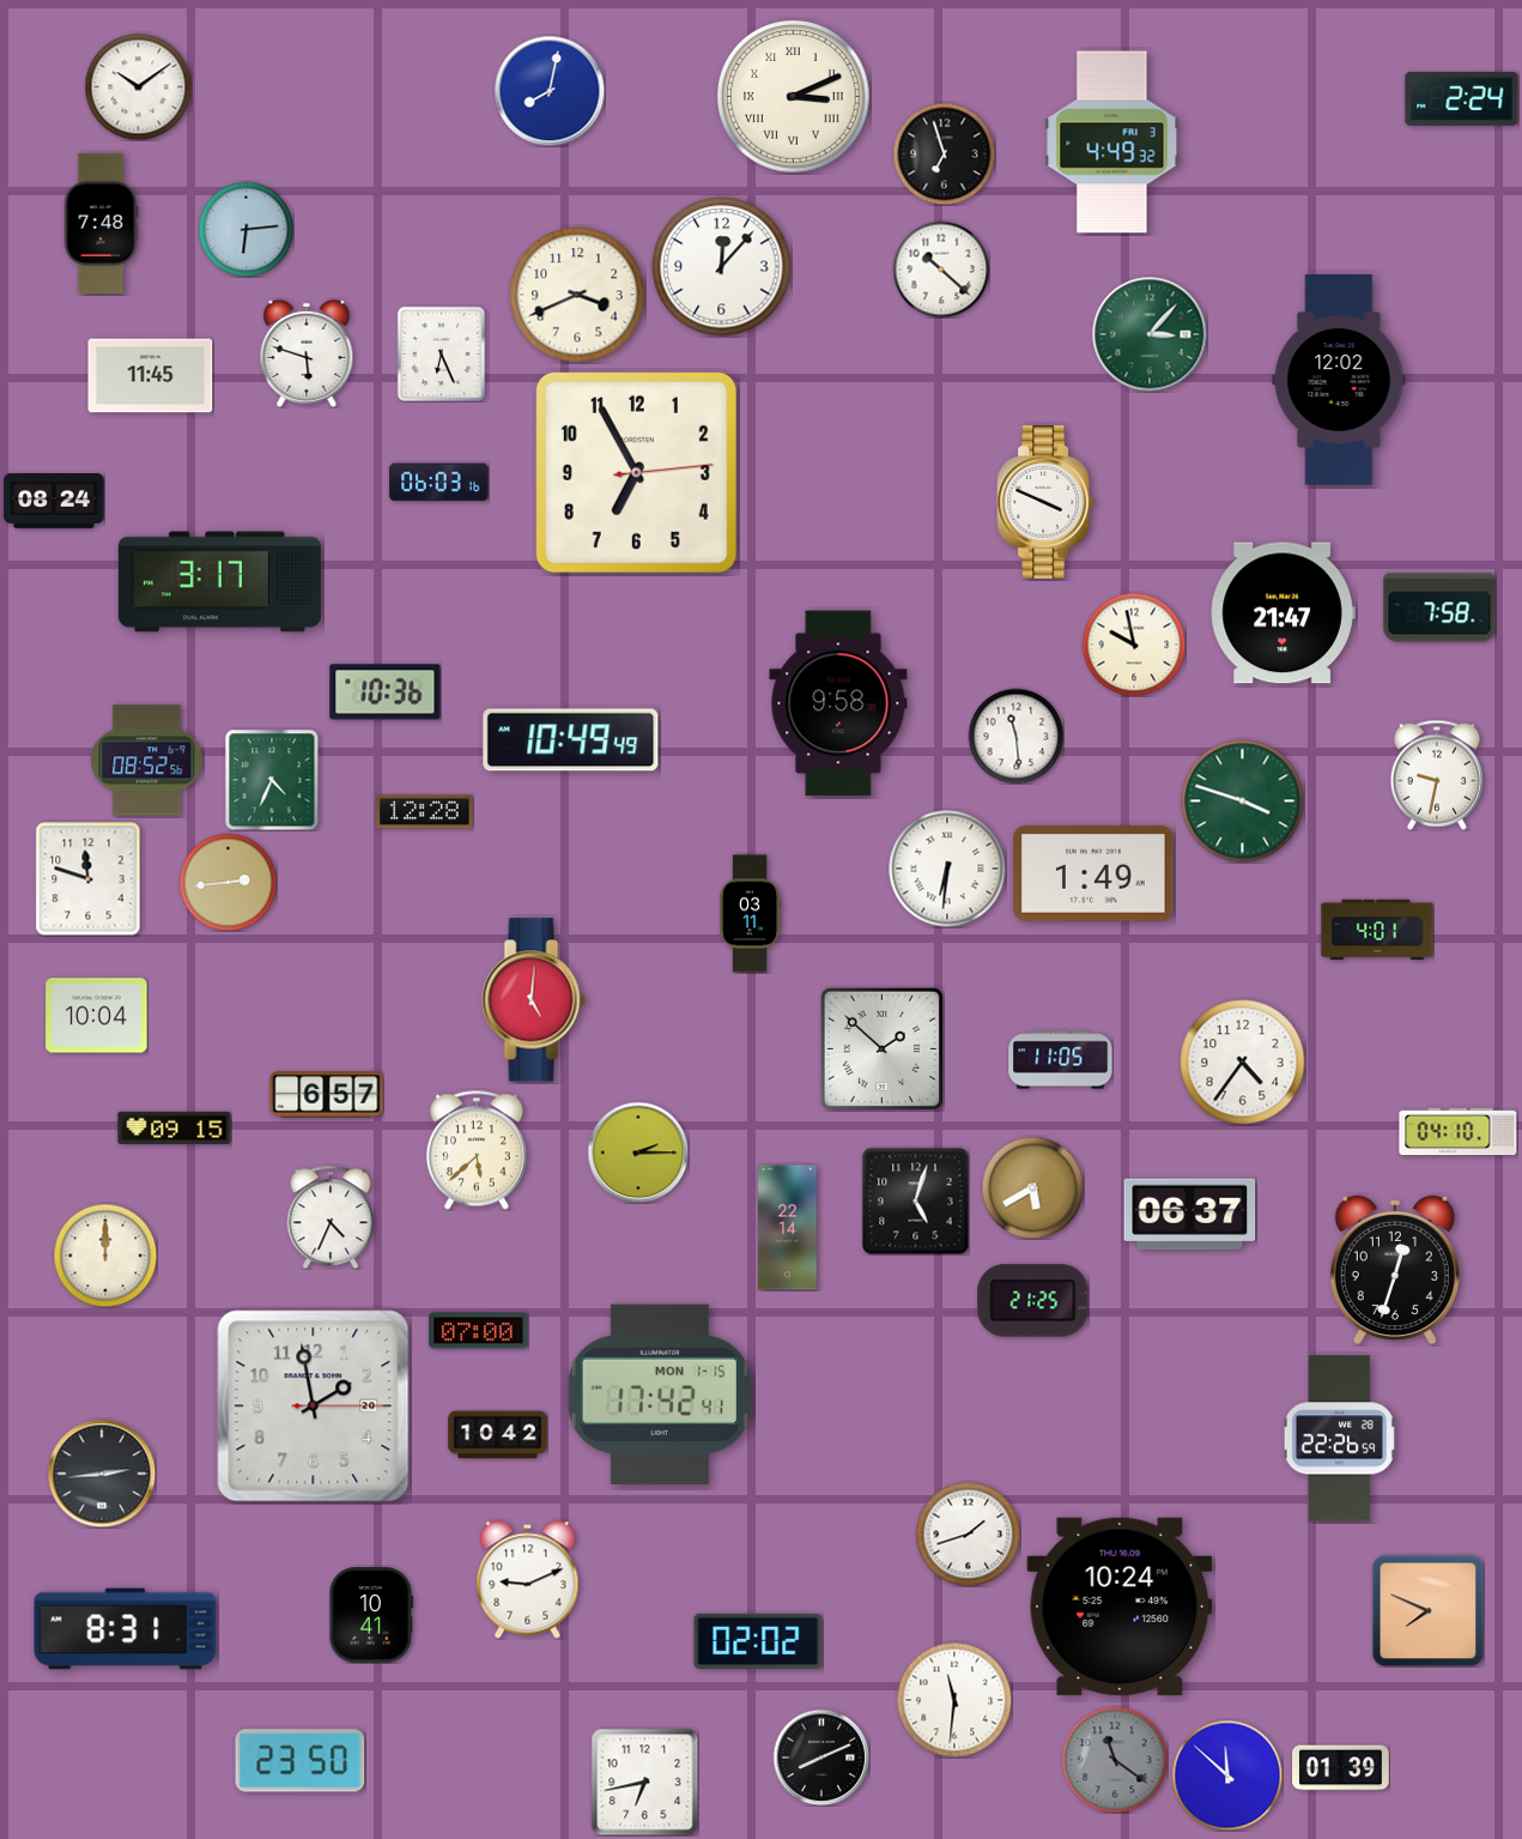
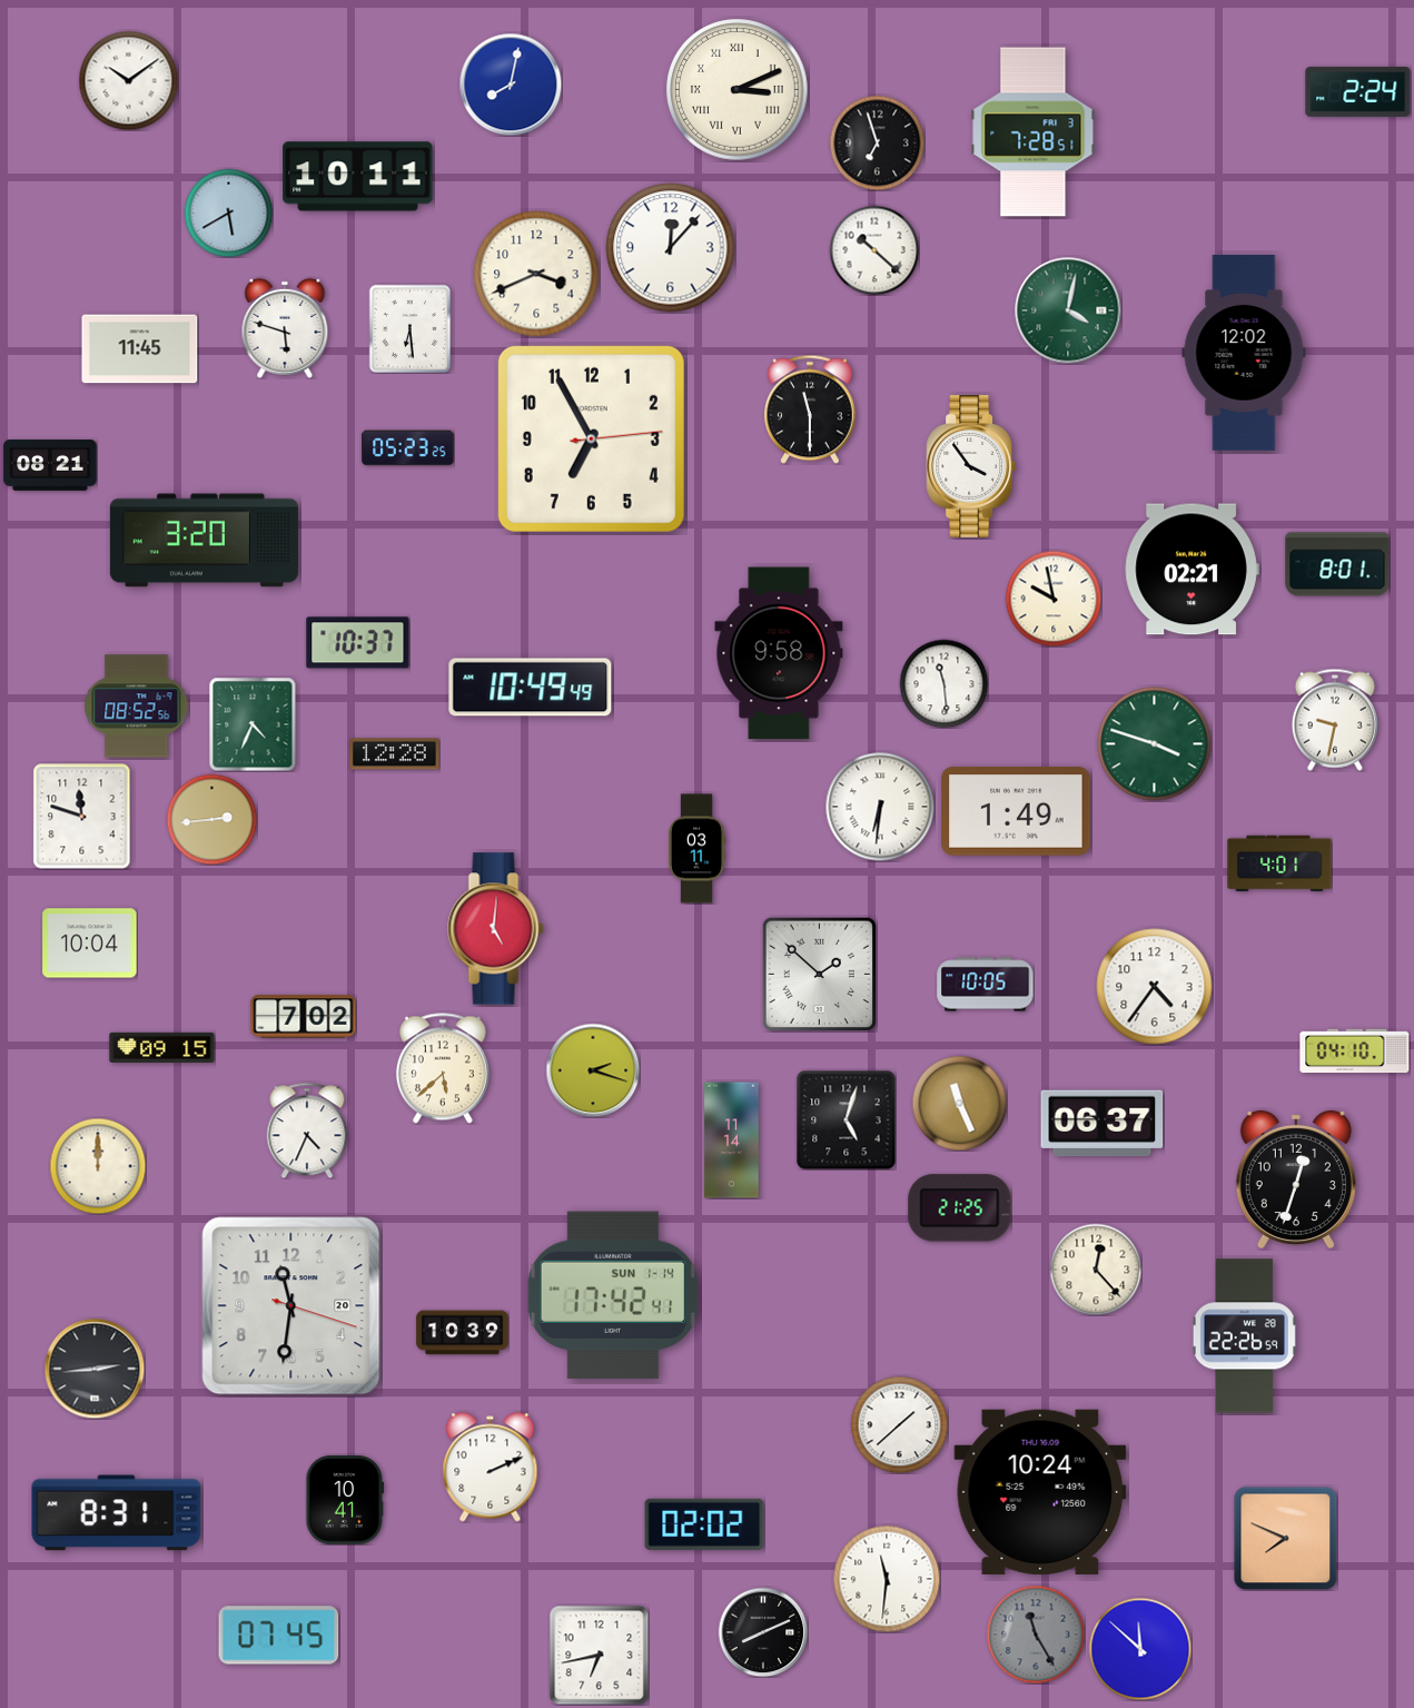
clock at (1112, 143): 4:49 -> 7:28
clock at (358, 177): none -> 10:11
clock at (101, 223): 7:48 -> none
clock at (245, 229): 6:14 -> 5:40
clock at (1150, 334): 3:07 -> 4:02
clock at (442, 353): 6:26 -> 6:29
clock at (810, 409): none -> 11:30
clock at (439, 483): 06:03 -> 05:23
clock at (54, 502): 08:24 -> 08:21
clock at (1045, 503): 3:49 -> 3:54
clock at (219, 582): 3:17 -> 3:20
clock at (1439, 607): 7:58 -> 8:01
clock at (1283, 613): 21:47 -> 02:21
clock at (386, 692): 10:36 -> 10:37
clock at (1061, 1060): 11:05 -> 10:05
clock at (327, 1095): 6:57 -> 7:02
clock at (638, 1153): 2:15 -> 2:18
clock at (1032, 1187): 5:40 -> 11:26
clock at (915, 1200) position: (915, 1200) -> (846, 1119)
clock at (1190, 1215) position: (1190, 1215) -> (1102, 1124)
clock at (788, 1228): 22:14 -> 11:14
clock at (479, 1331): 07:00 -> none
clock at (1096, 1270): none -> 12:23
clock at (660, 1395) date: MON 1-15 -> SUN 1-14
clock at (314, 1407): 1:58 -> 11:31
clock at (498, 1435): 10:42 -> 10:39
clock at (968, 1533): 1:42 -> 1:38
clock at (528, 1580): 9:11 -> 2:11
clock at (1427, 1610) position: (1427, 1610) -> (1285, 1538)
clock at (1115, 1760): 11:21 -> 11:25
clock at (301, 1761): 23:50 -> 07:45
clock at (1341, 1768): 01:39 -> none
